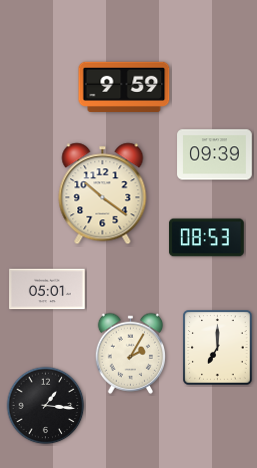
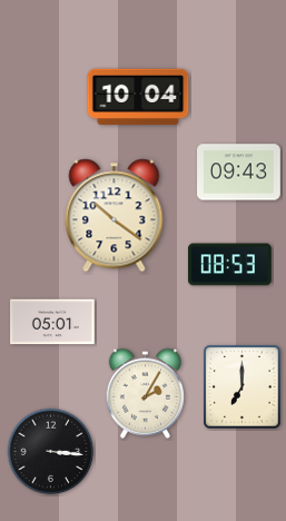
clock at (124, 86): 9:59 -> 10:04
clock at (215, 155): 09:39 -> 09:43
clock at (46, 406): 1:16 -> 3:16
